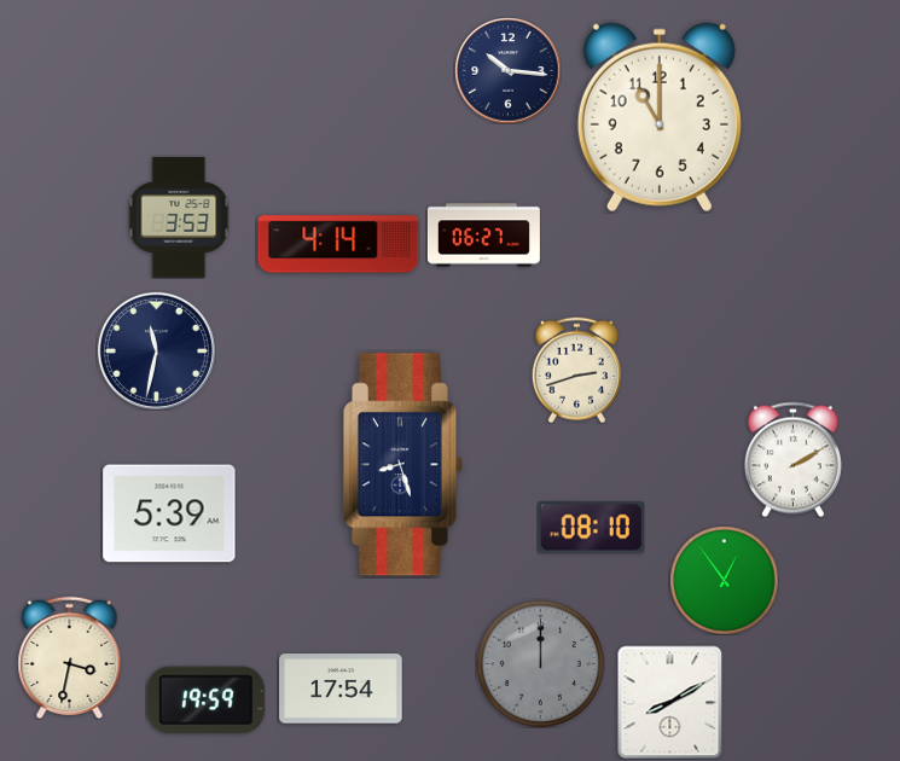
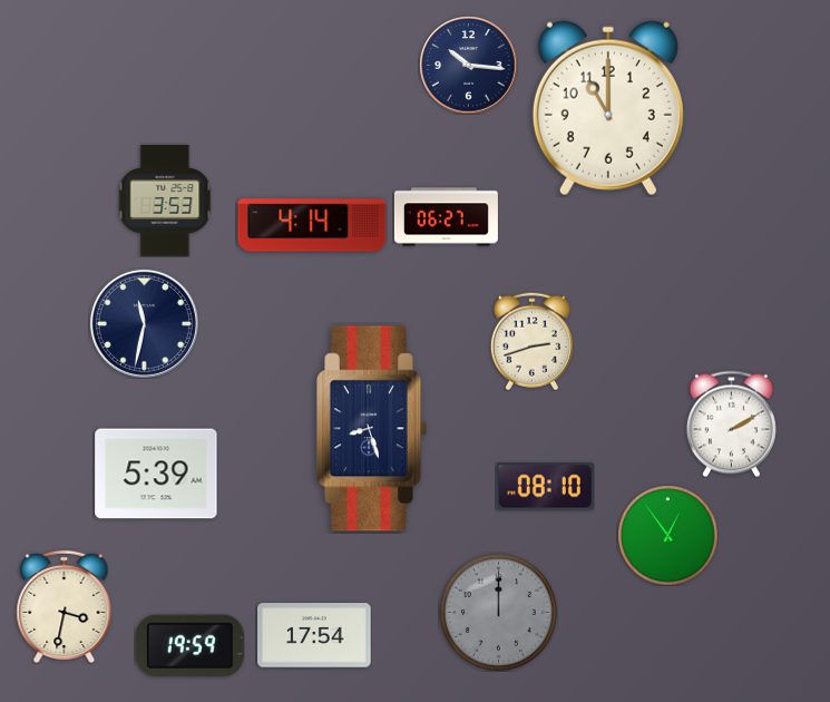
clock at (670, 702): 8:10 -> none
